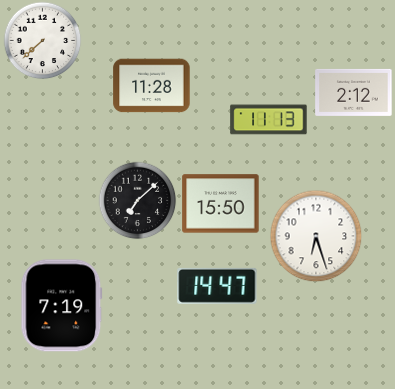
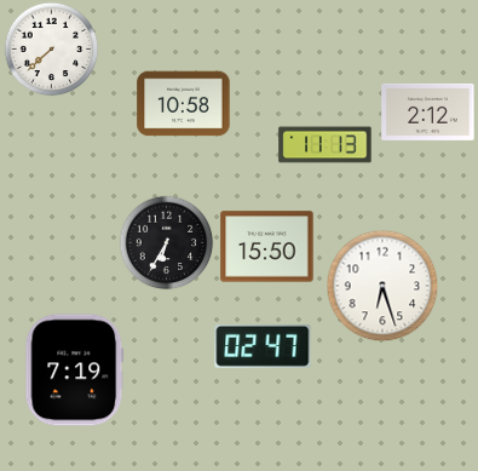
clock at (152, 86): 11:28 -> 10:58
clock at (137, 200): 7:08 -> 6:35
clock at (217, 286): 14:47 -> 02:47
